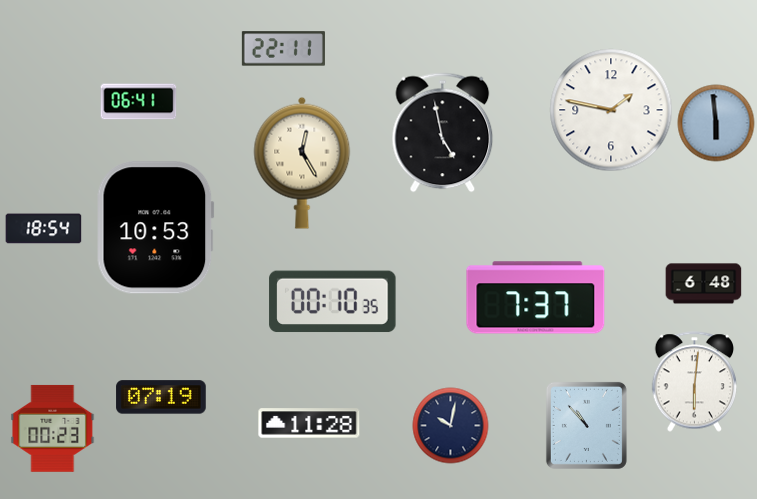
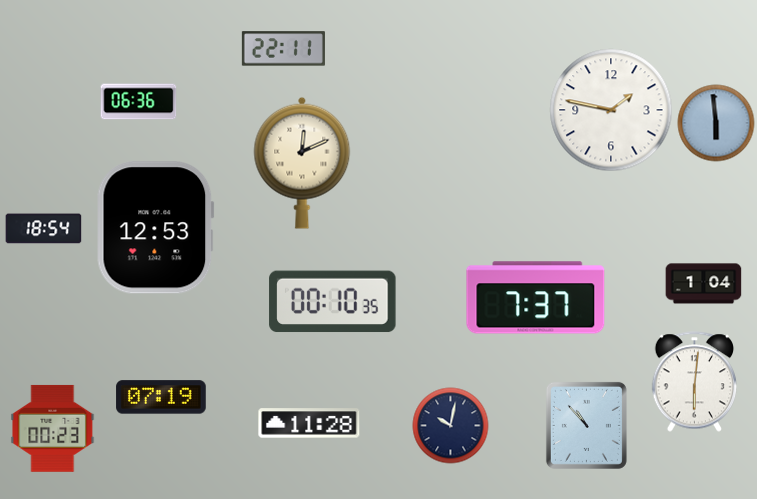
clock at (139, 102): 06:41 -> 06:36
clock at (443, 133): 4:58 -> none
clock at (302, 163): 12:25 -> 12:11
clock at (155, 228): 10:53 -> 12:53
clock at (704, 284): 6:48 -> 1:04
